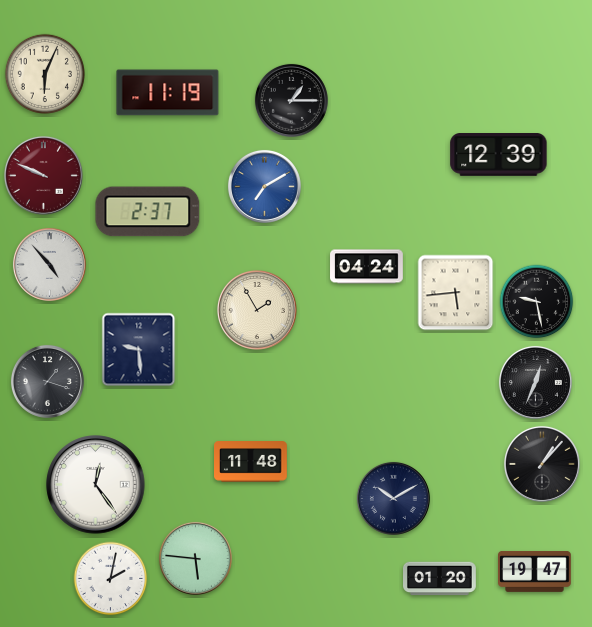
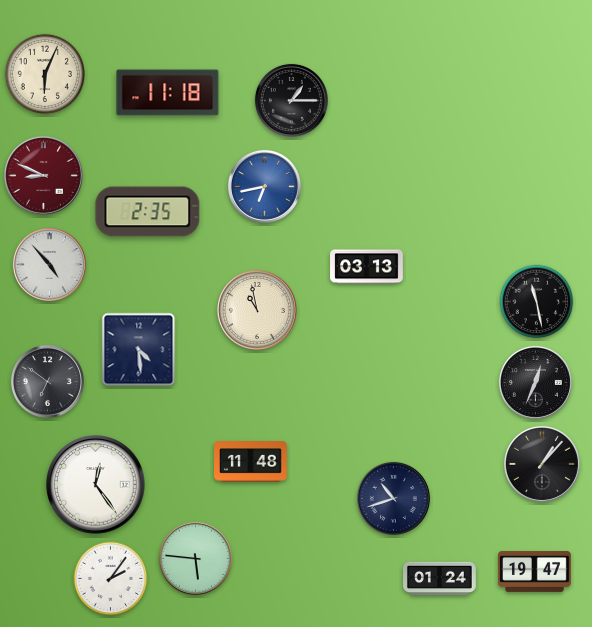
clock at (168, 93): 11:19 -> 11:18
clock at (499, 155): 12:39 -> none
clock at (43, 175): 9:49 -> 8:49
clock at (264, 186): 7:10 -> 6:43
clock at (148, 212): 2:37 -> 2:35
clock at (367, 267): 04:24 -> 03:13
clock at (456, 293): 5:44 -> none
clock at (537, 302): 9:28 -> 11:28
clock at (257, 310): 1:55 -> 10:58
clock at (139, 350): 9:29 -> 4:29
clock at (47, 381): 1:18 -> 6:51
clock at (393, 498): 10:10 -> 10:42
clock at (111, 579): 2:02 -> 2:06
clock at (440, 579): 01:20 -> 01:24
